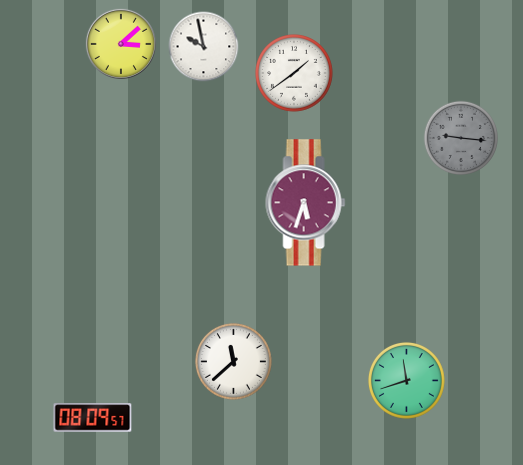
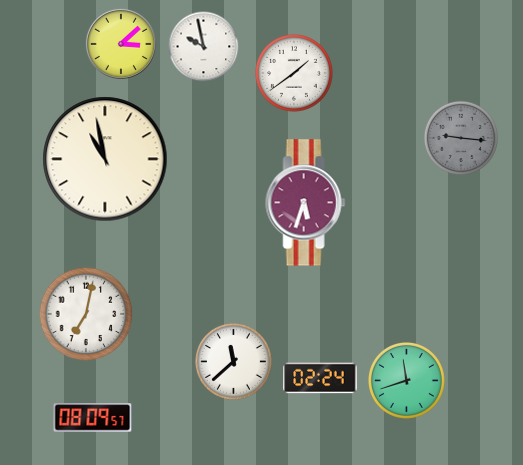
clock at (105, 159): none -> 10:58
clock at (86, 314): none -> 7:02
clock at (320, 378): none -> 02:24
